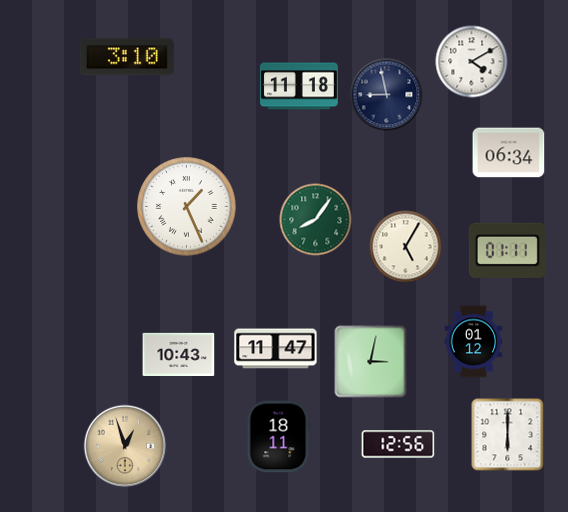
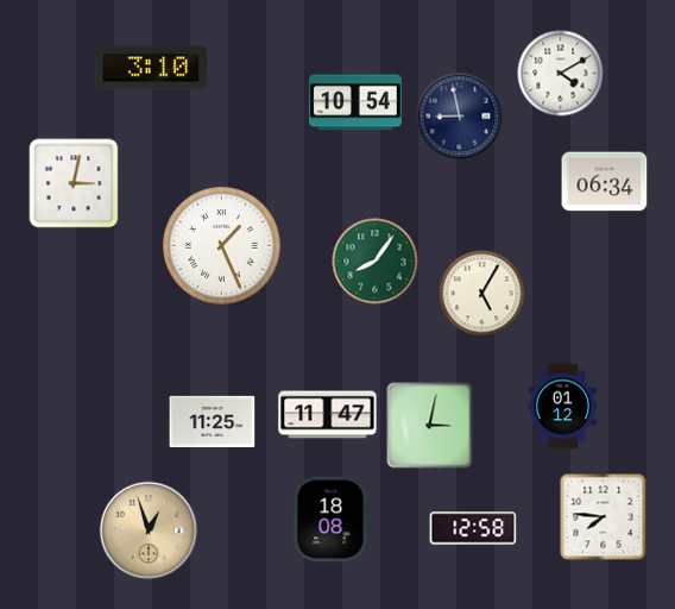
clock at (299, 86): 11:18 -> 10:54
clock at (387, 95) position: (387, 95) -> (460, 117)
clock at (74, 183): none -> 3:02
clock at (507, 250): 01:11 -> none
clock at (179, 354): 10:43 -> 11:25
clock at (371, 362) position: (371, 362) -> (430, 426)
clock at (508, 435): 6:00 -> 7:46
clock at (279, 437): 18:11 -> 18:08
clock at (398, 444): 12:56 -> 12:58
